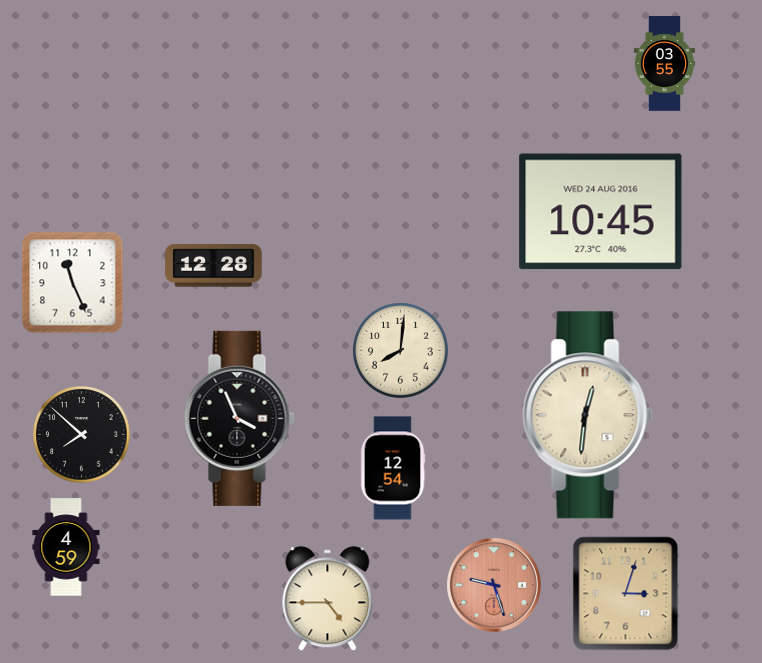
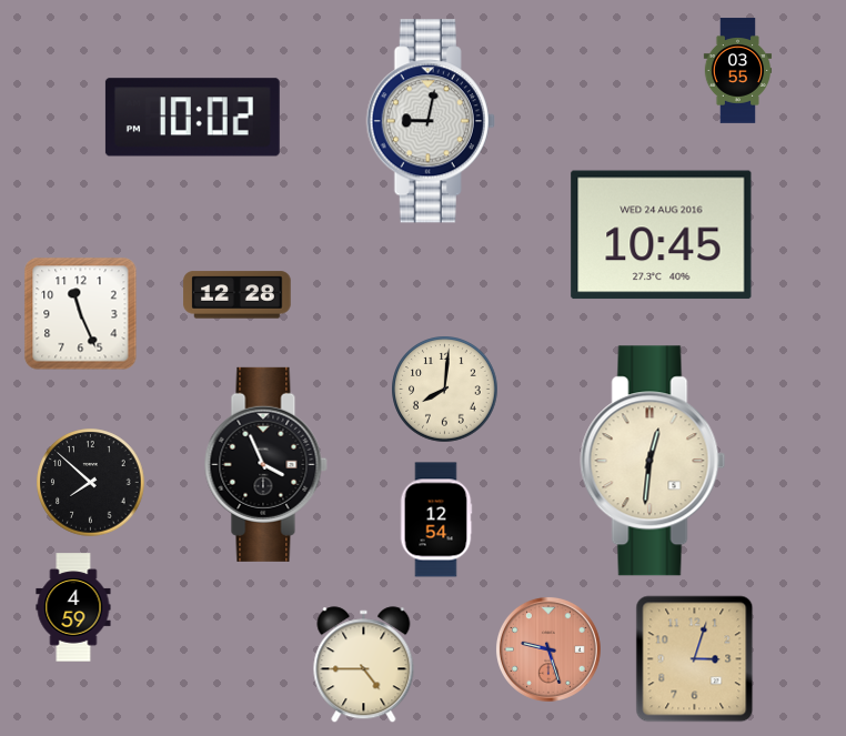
clock at (192, 118): none -> 10:02
clock at (431, 121): none -> 9:02
clock at (601, 212) position: (601, 212) -> (662, 235)
